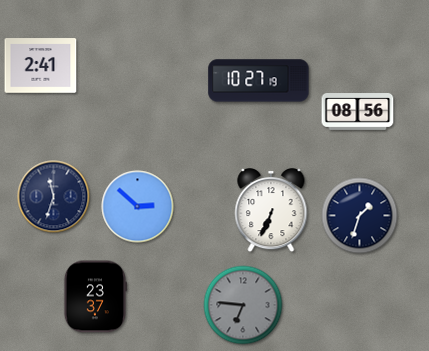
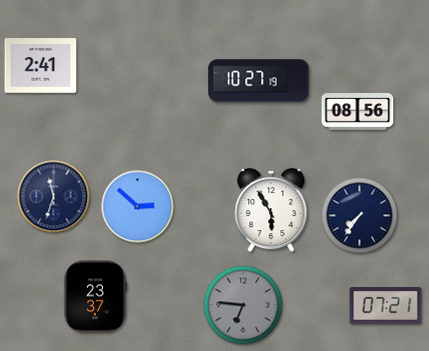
clock at (271, 211): 6:34 -> 5:55
clock at (360, 216): 1:33 -> 7:36
clock at (386, 306): none -> 07:21
